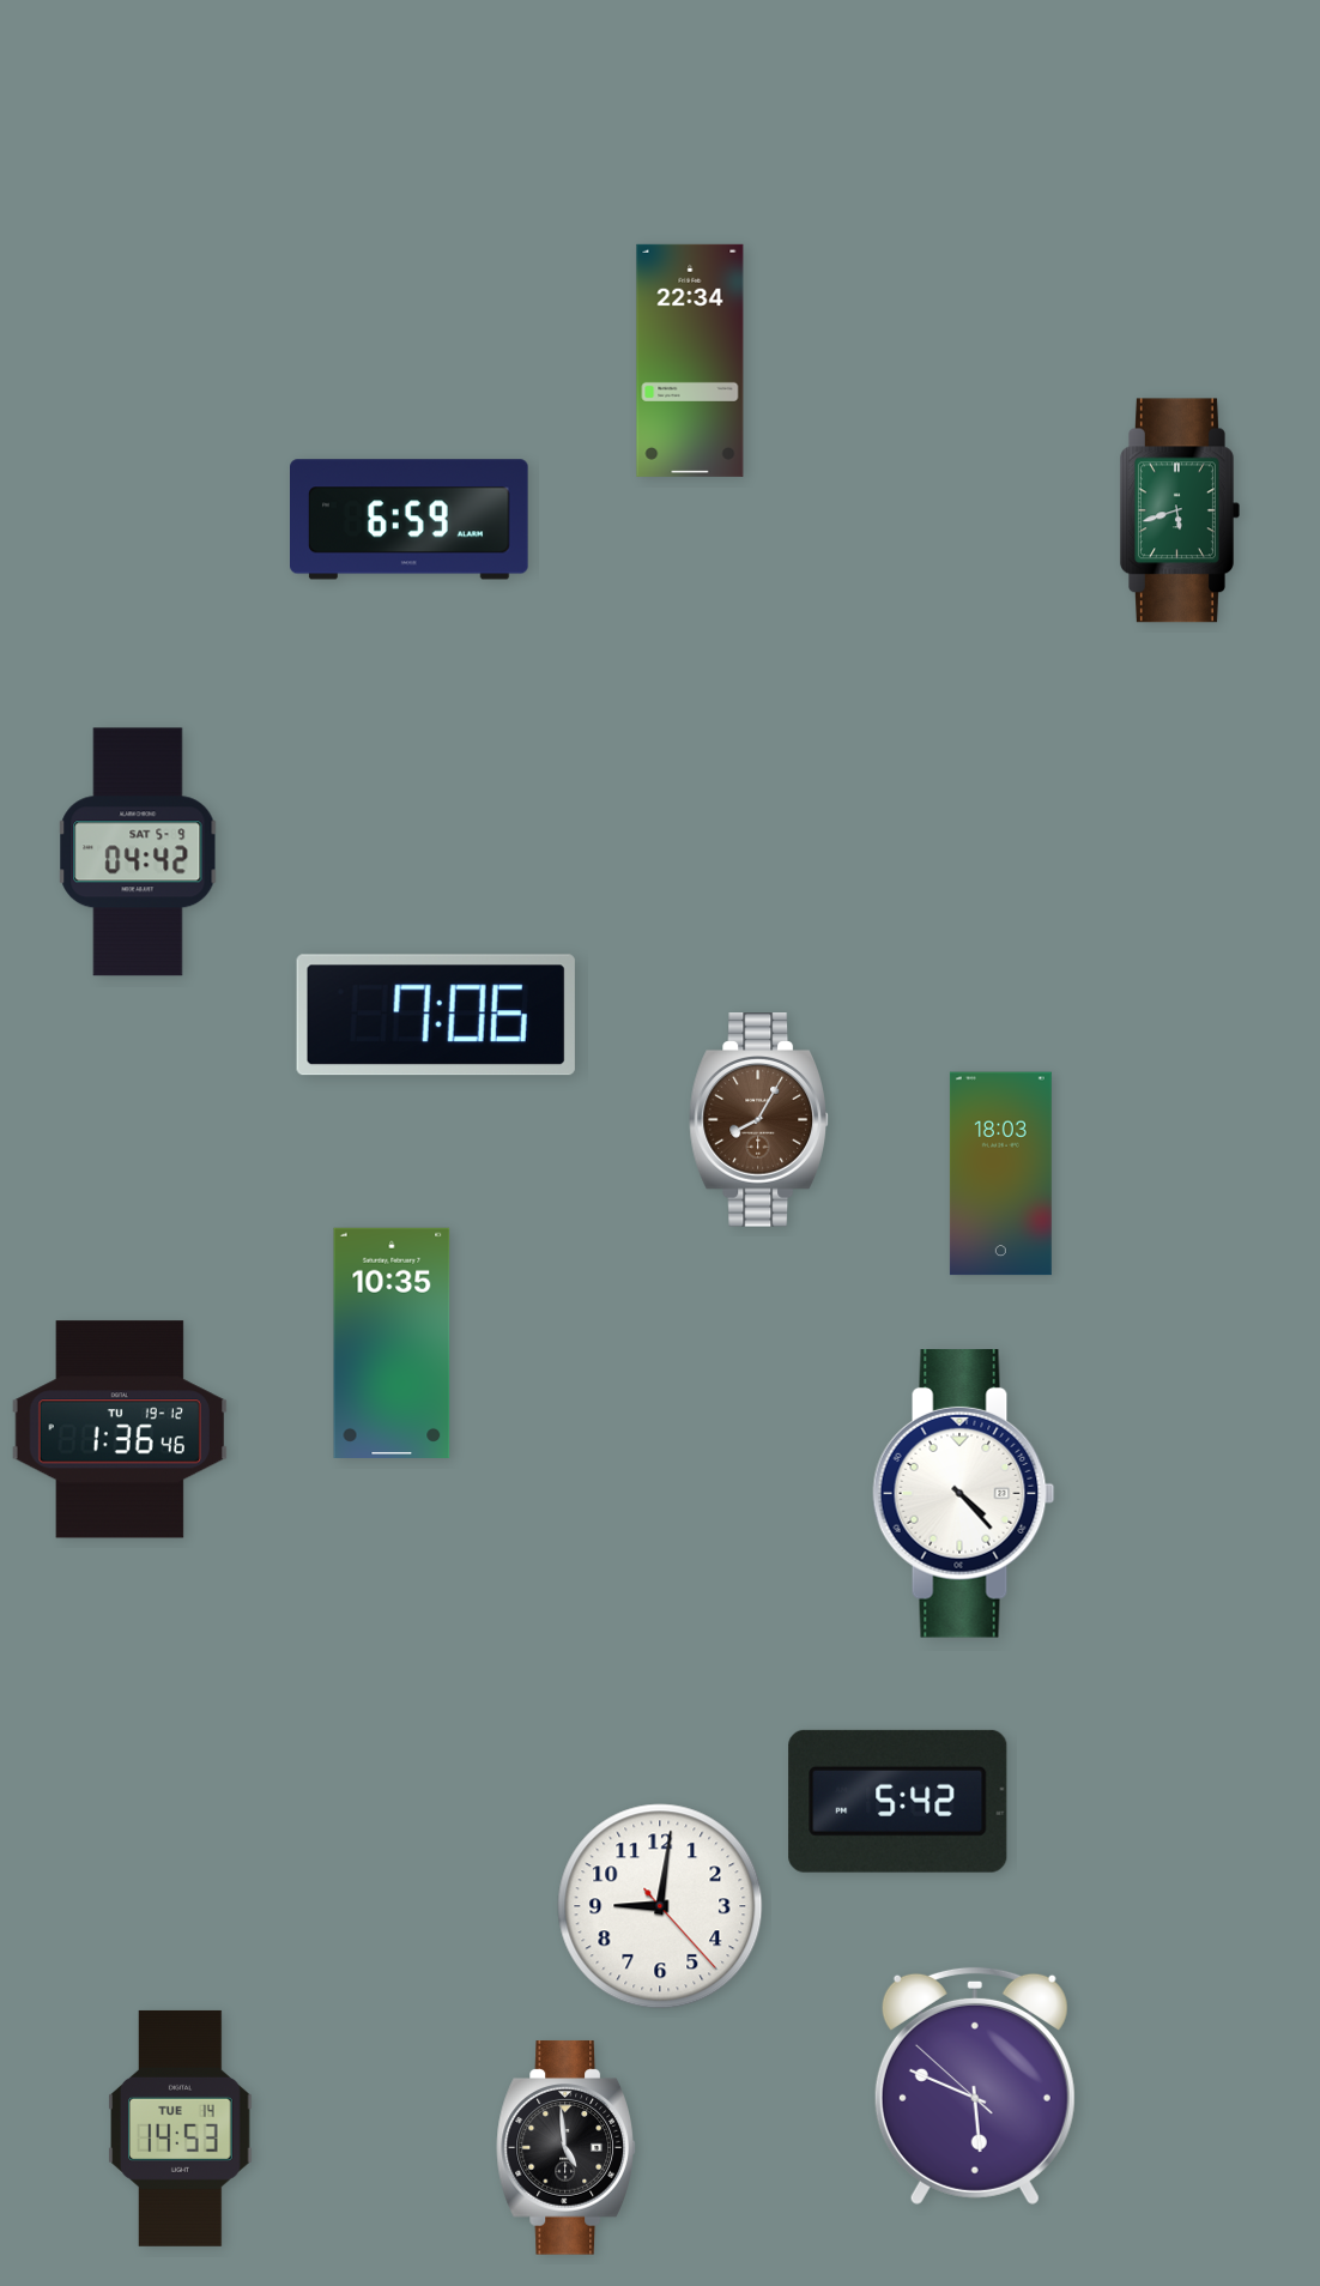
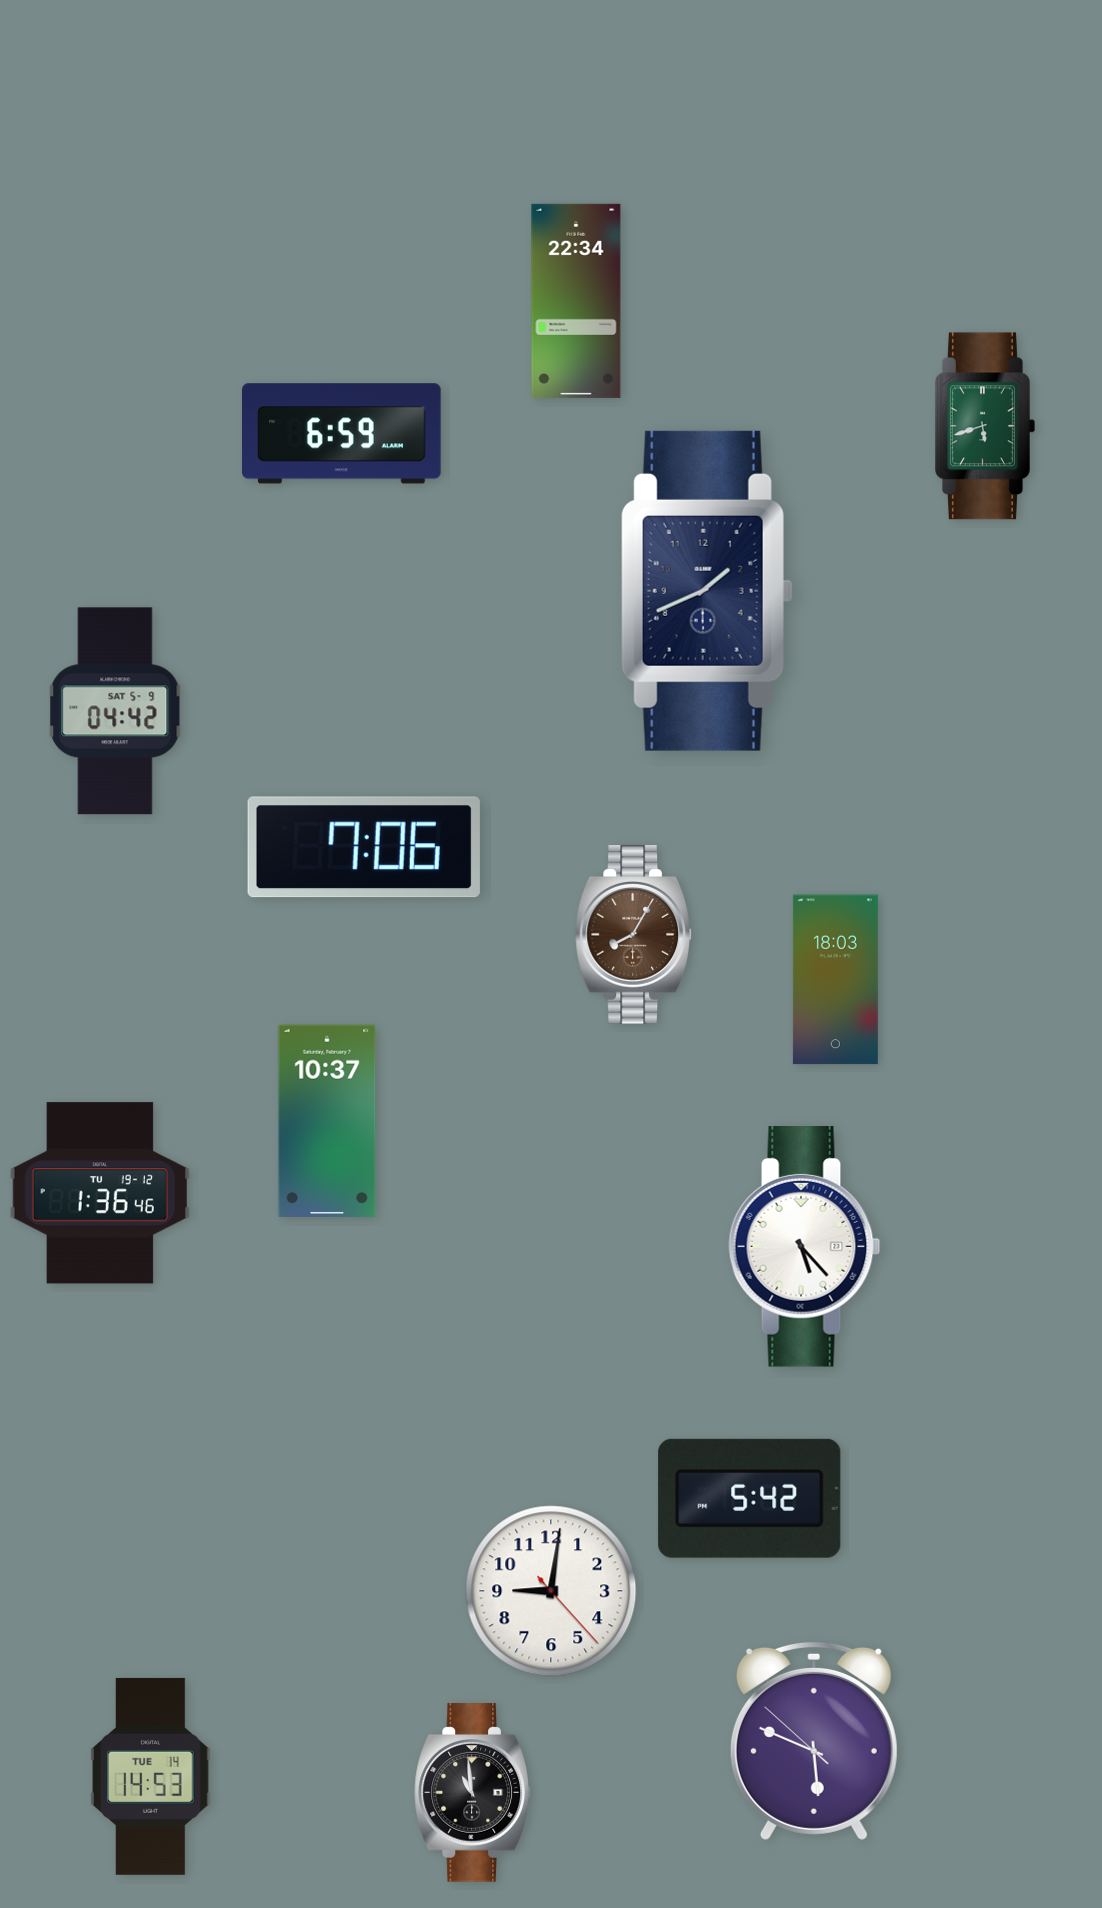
clock at (707, 591): none -> 1:41
clock at (392, 1343): 10:35 -> 10:37
clock at (964, 1494): 4:23 -> 5:23
clock at (898, 1801) position: (898, 1801) -> (750, 1498)
clock at (565, 2148): 4:59 -> 10:59
